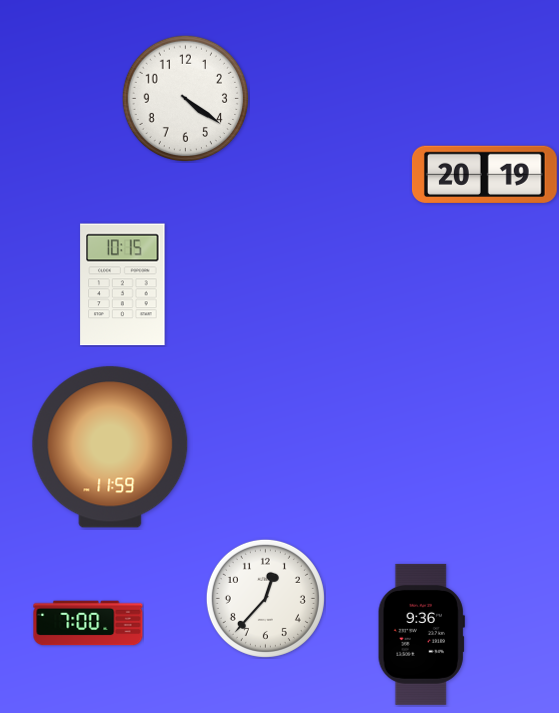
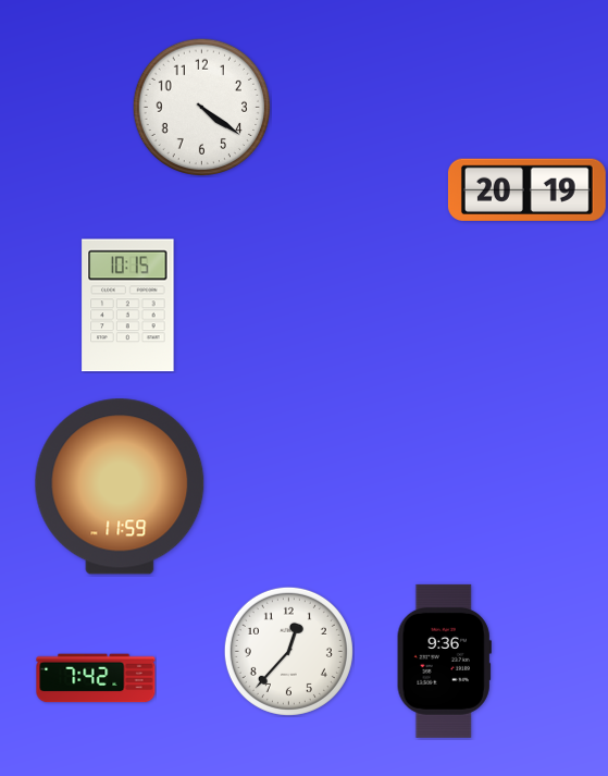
clock at (123, 285) position: (123, 285) -> (128, 306)
clock at (88, 623): 7:00 -> 7:42
clock at (421, 634) position: (421, 634) -> (444, 661)
